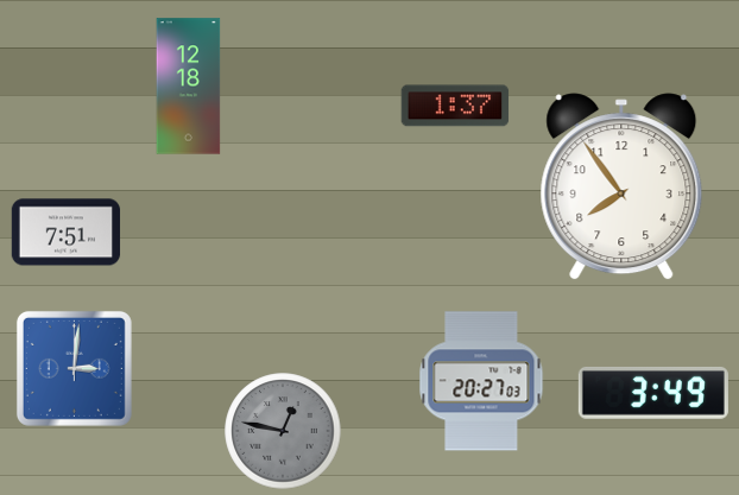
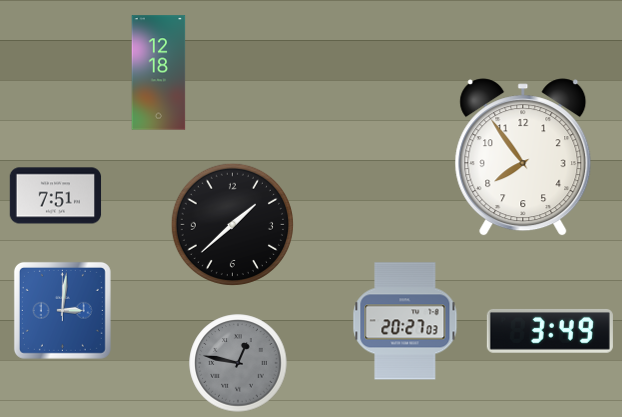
clock at (455, 106): 1:37 -> none
clock at (232, 224): none -> 1:38
